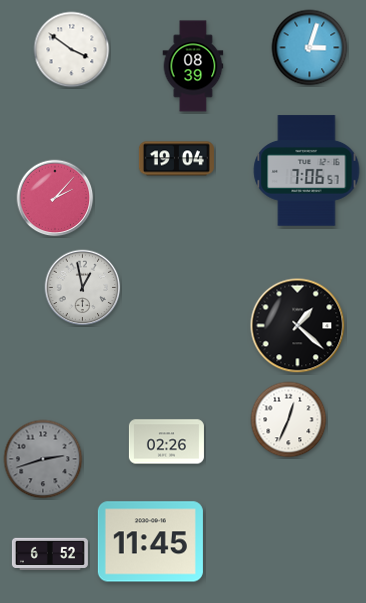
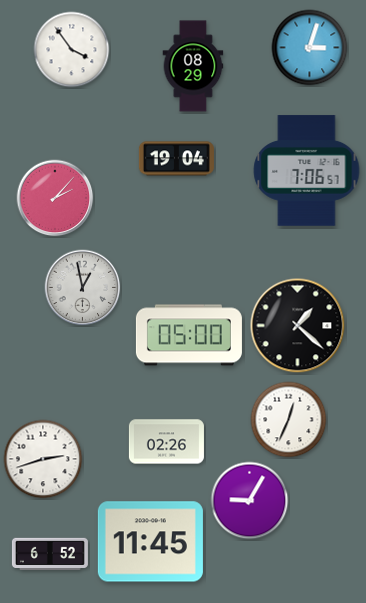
clock at (72, 50): 3:51 -> 3:54
clock at (193, 66): 08:39 -> 08:29
clock at (189, 335): none -> 05:00
clock at (43, 459) dial: grey -> white
clock at (250, 501): none -> 9:05
